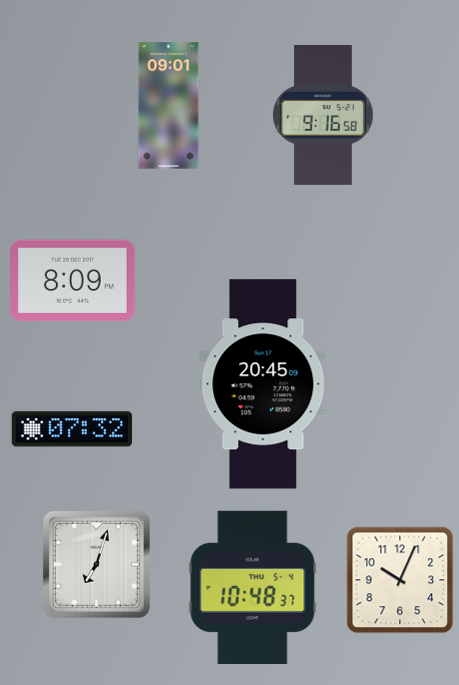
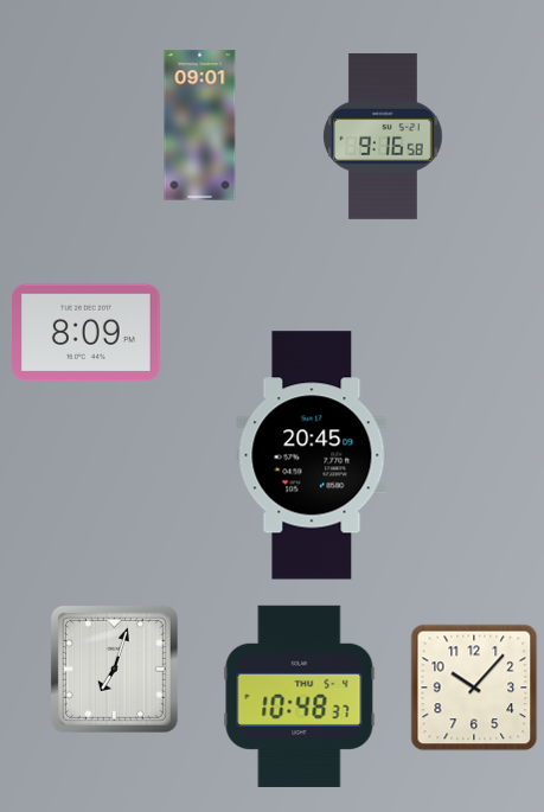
clock at (71, 429): 07:32 -> none
clock at (400, 580): 10:04 -> 10:07
